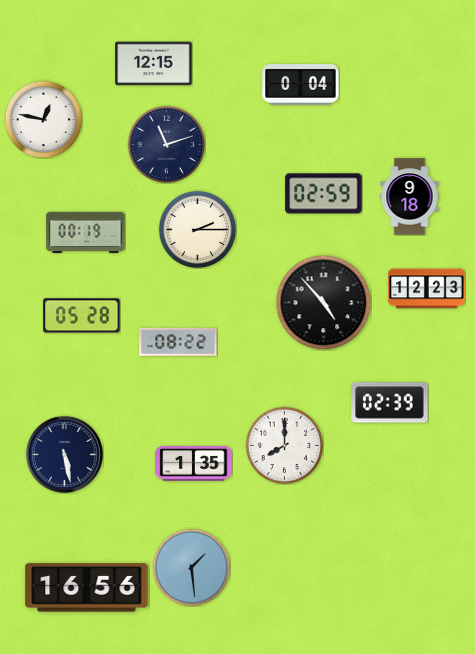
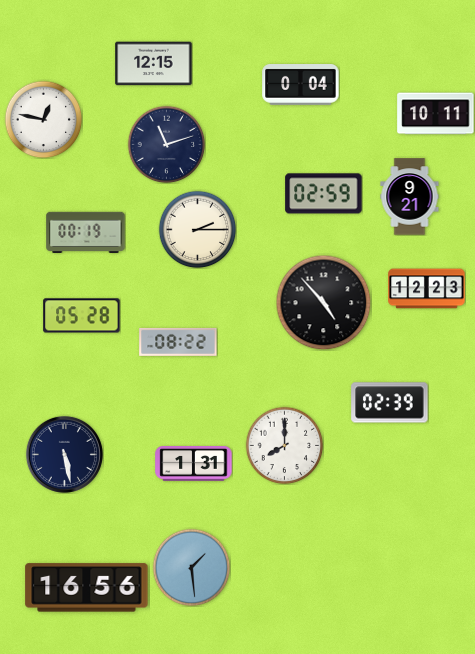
clock at (436, 114): none -> 10:11
clock at (410, 197): 9:18 -> 9:21
clock at (194, 464): 1:35 -> 1:31
